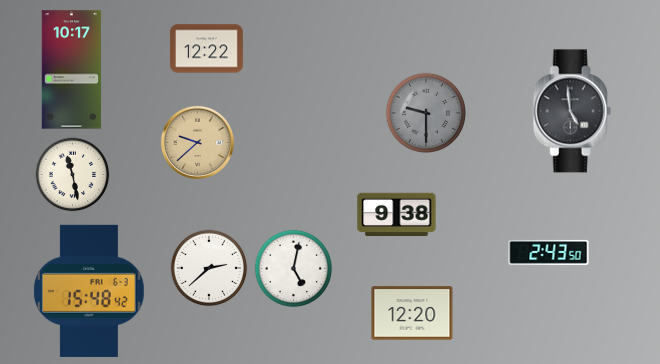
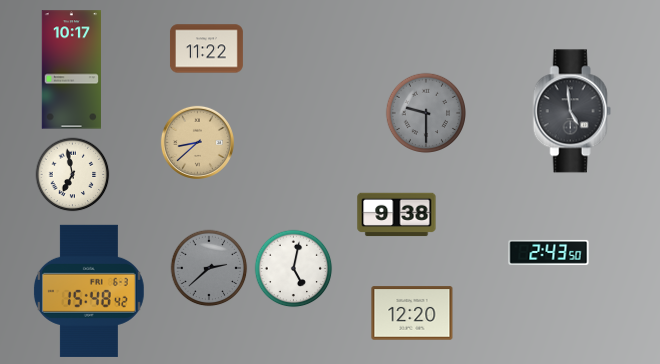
clock at (206, 49): 12:22 -> 11:22
clock at (197, 142): 9:38 -> 8:38
clock at (73, 175): 11:28 -> 6:58
clock at (209, 268) dial: white -> grey
